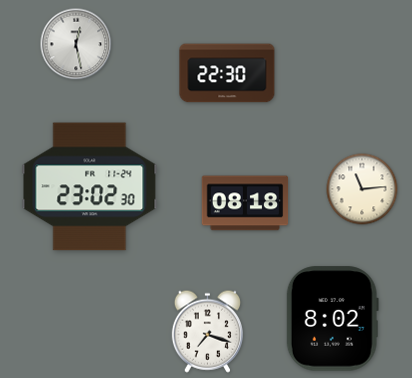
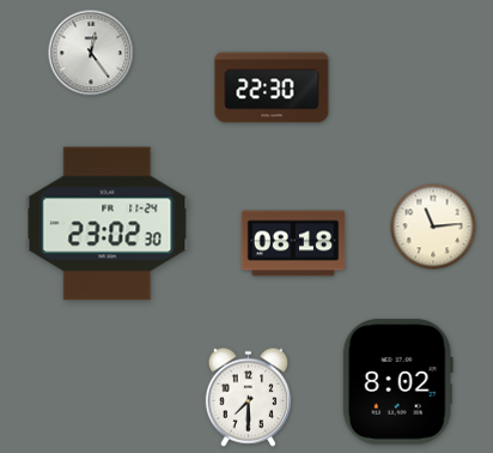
clock at (76, 44): 12:28 -> 12:24
clock at (207, 331): 7:18 -> 7:30
